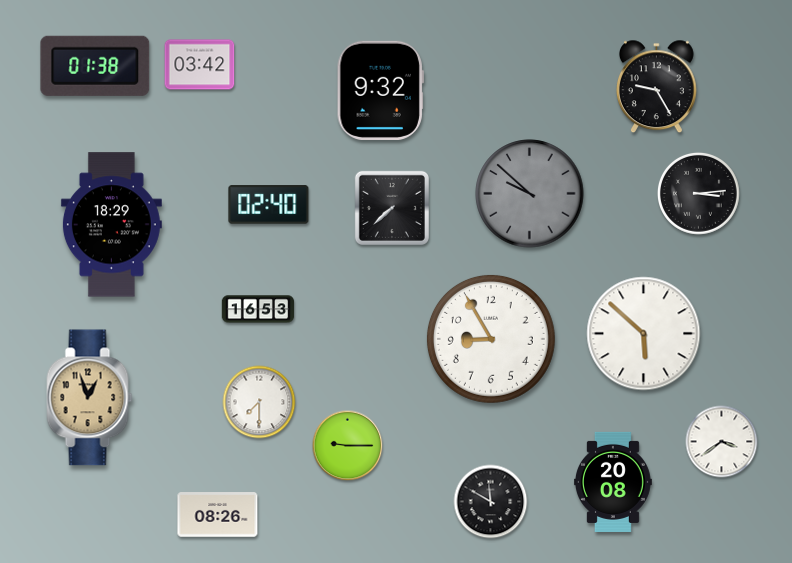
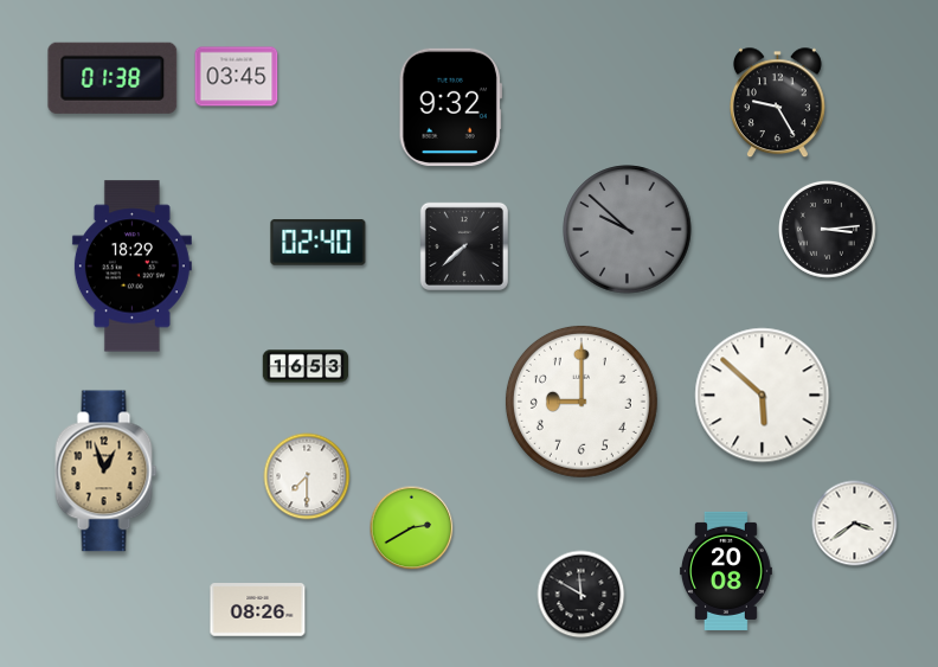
clock at (200, 65): 03:42 -> 03:45
clock at (491, 339): 8:55 -> 9:00
clock at (348, 446): 9:15 -> 2:40
